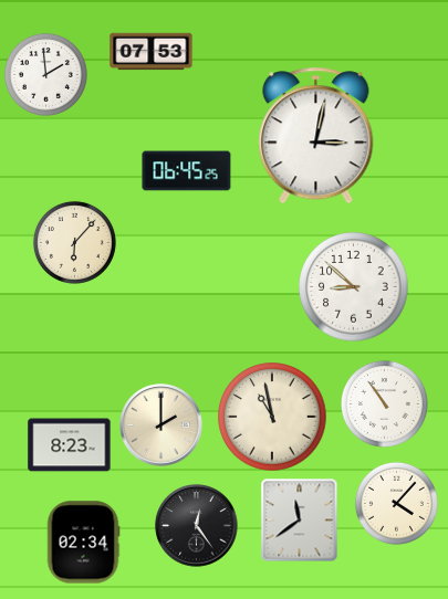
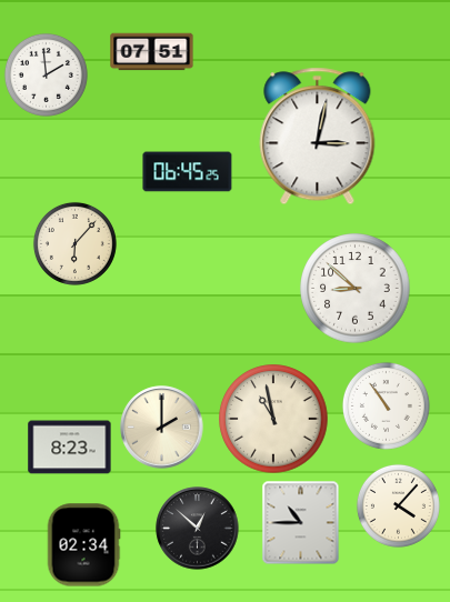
clock at (152, 52): 07:53 -> 07:51
clock at (300, 521): 11:39 -> 10:45
clock at (197, 526): 12:24 -> 12:52
